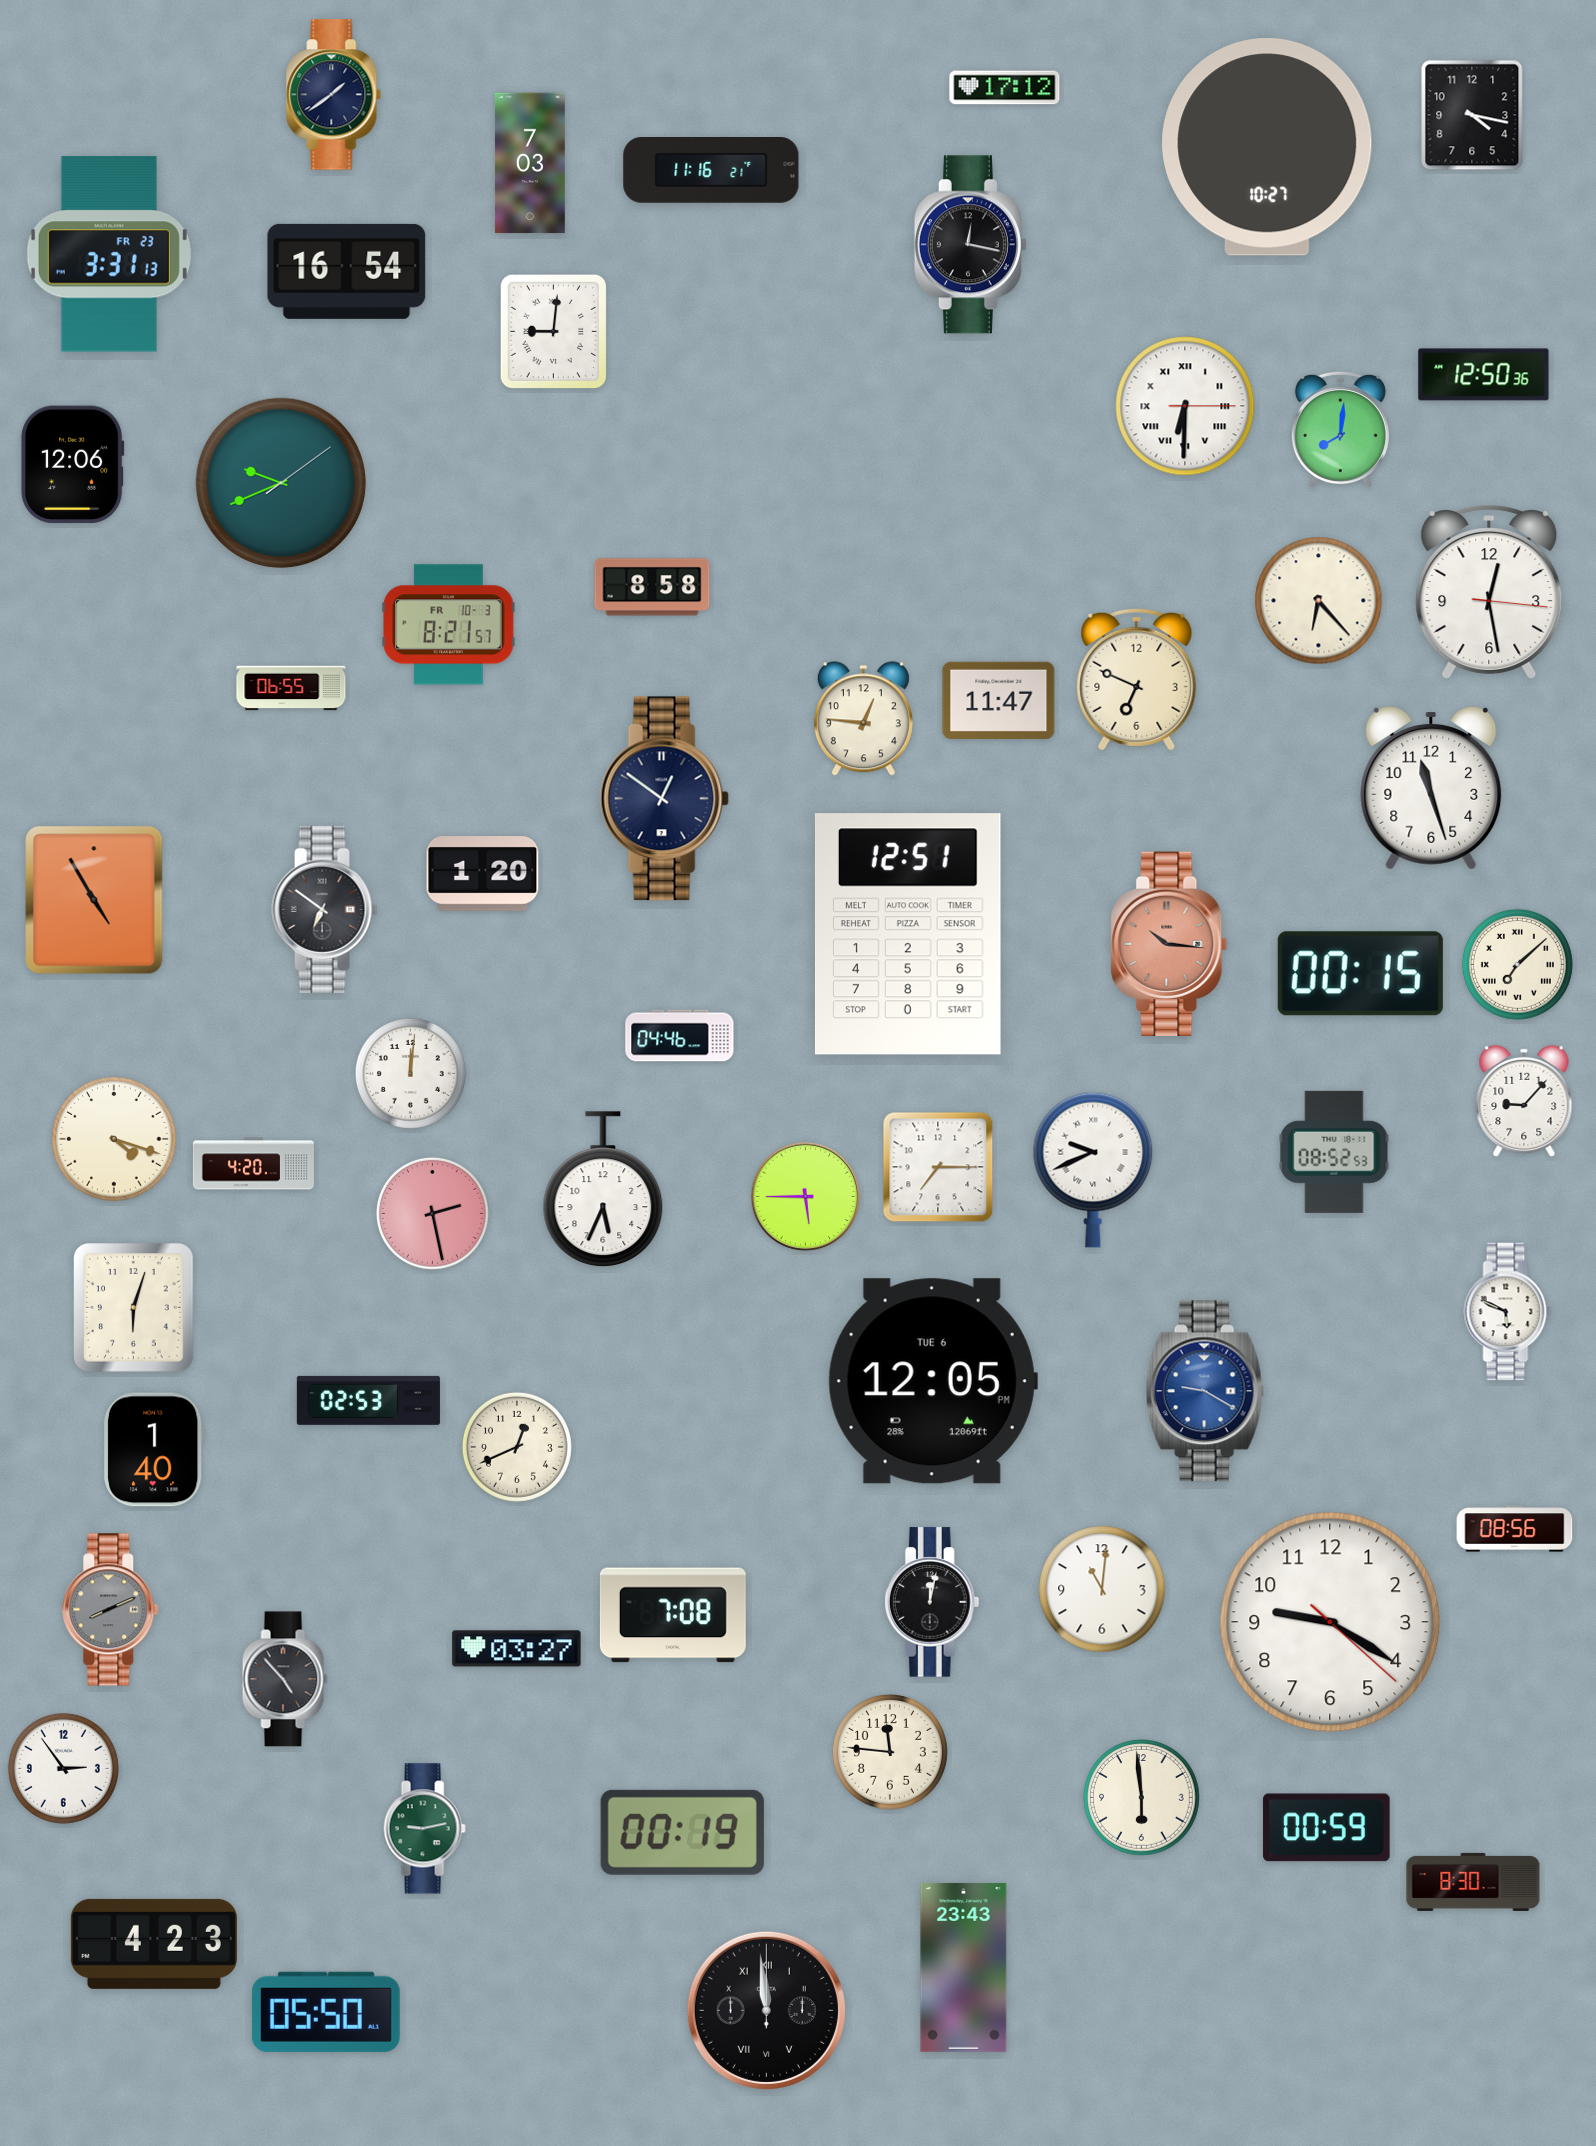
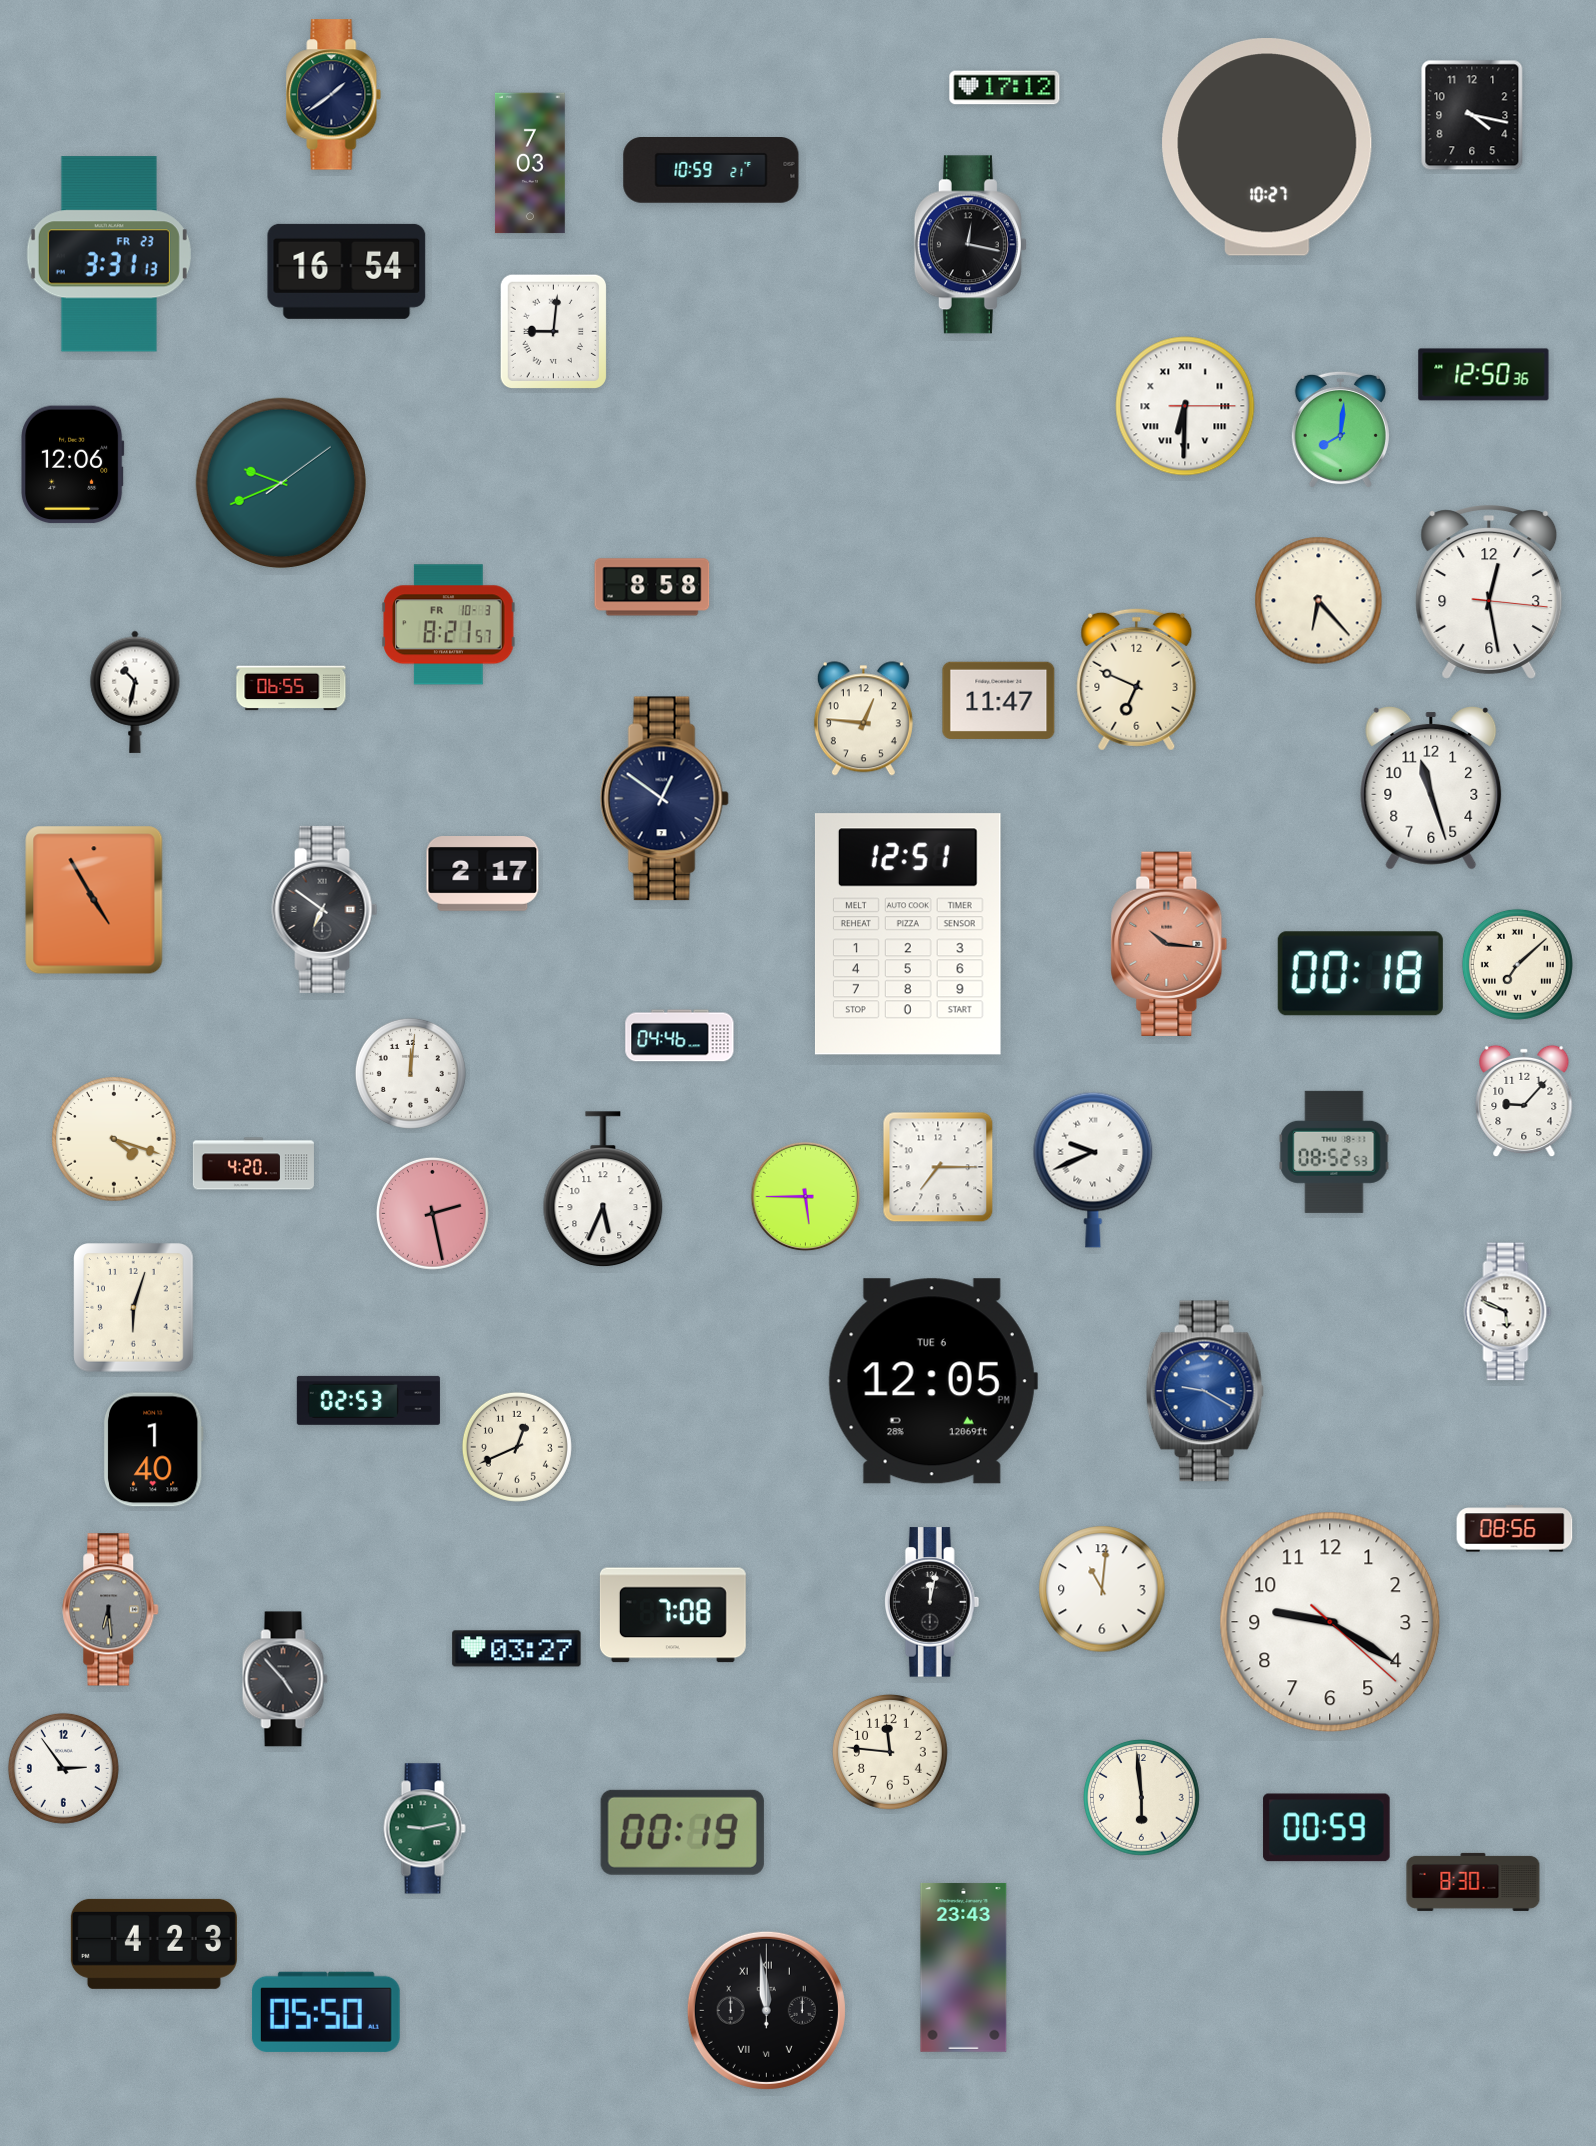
clock at (711, 171): 11:16 -> 10:59
clock at (135, 692): none -> 10:32
clock at (483, 874): 1:20 -> 2:17
clock at (1360, 974): 00:15 -> 00:18
clock at (111, 1610): 8:11 -> 6:29
